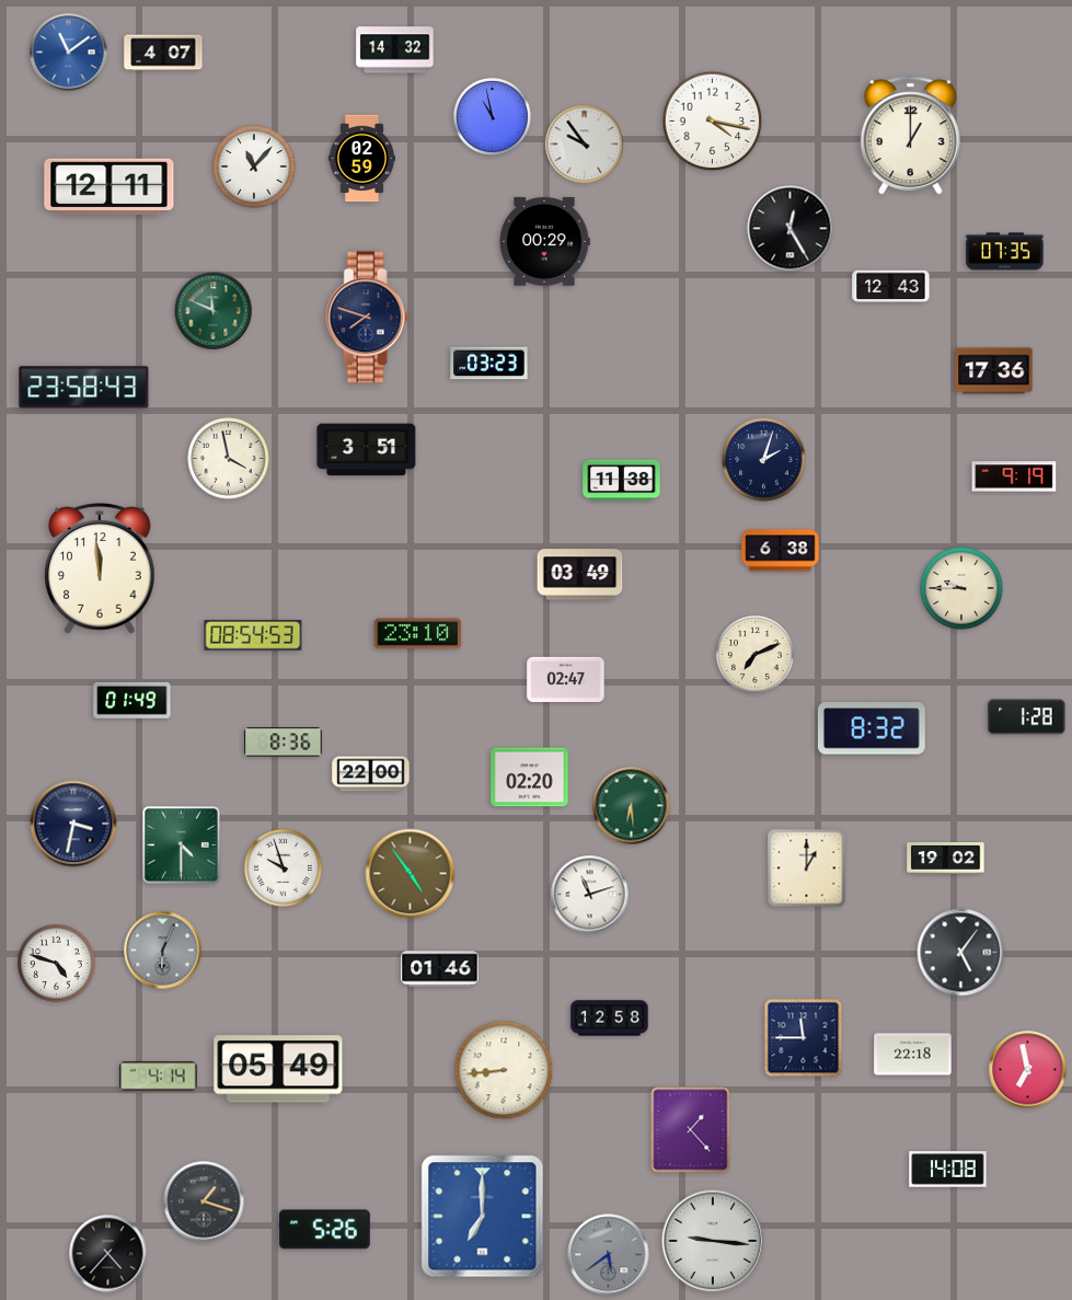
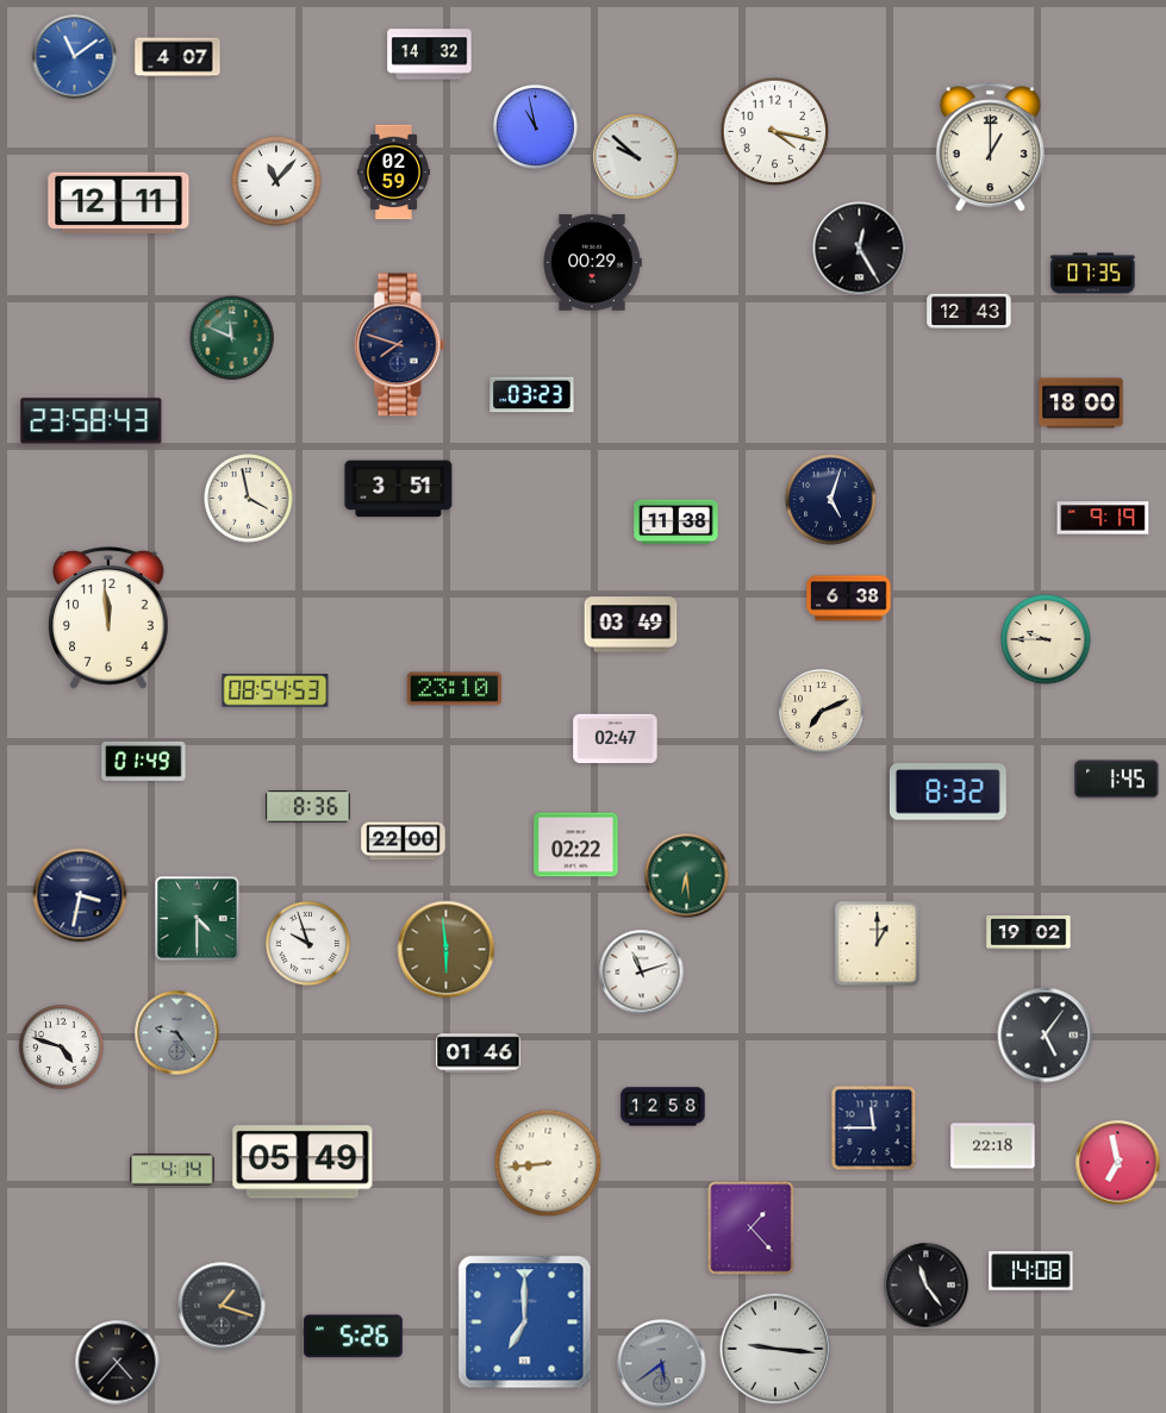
clock at (585, 145): 9:54 -> 9:52
clock at (994, 371): 17:36 -> 18:00
clock at (764, 460): 2:03 -> 5:03
clock at (1027, 717): 1:28 -> 1:45
clock at (530, 778): 02:20 -> 02:22
clock at (411, 874): 4:54 -> 5:59
clock at (163, 951): 6:04 -> 9:24
clock at (927, 1286): none -> 11:24
